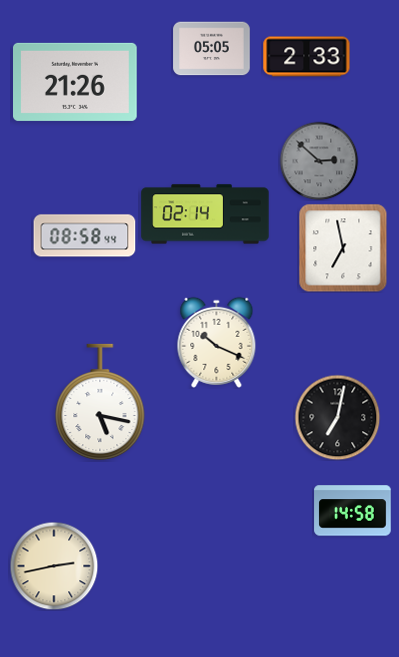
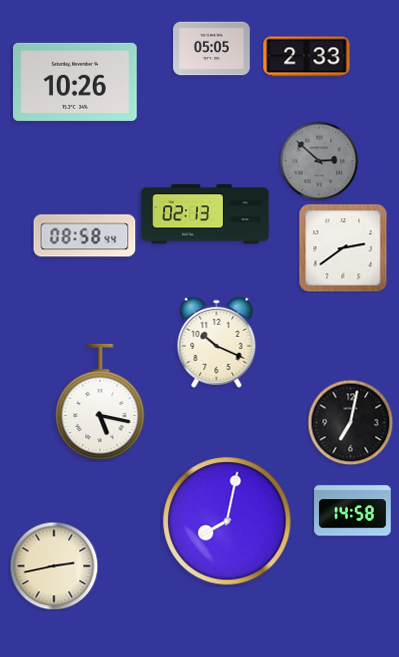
clock at (76, 82): 21:26 -> 10:26
clock at (205, 214): 02:14 -> 02:13
clock at (343, 248): 6:58 -> 2:39
clock at (337, 417) position: (337, 417) -> (350, 422)
clock at (227, 521): none -> 8:02
